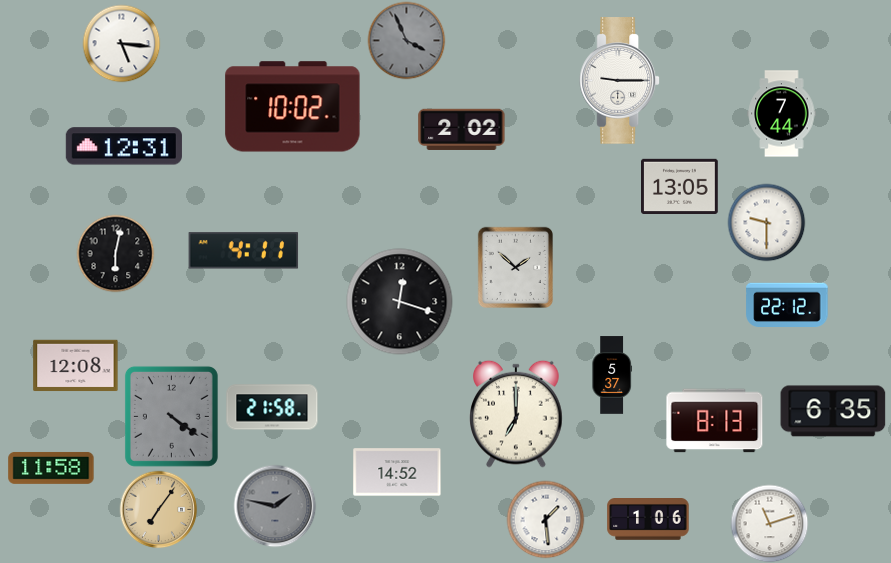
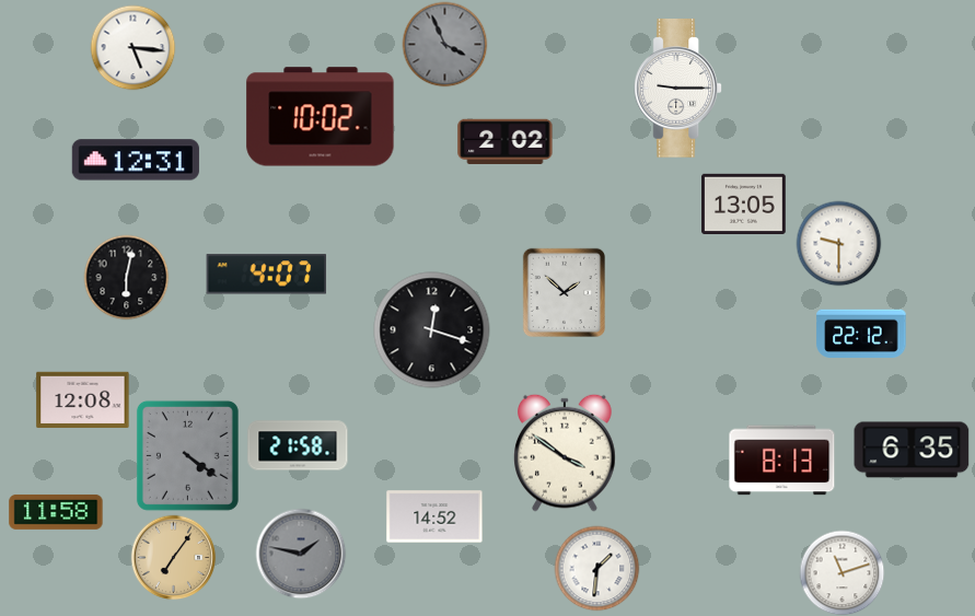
clock at (782, 114): 7:44 -> none
clock at (244, 251): 4:11 -> 4:07
clock at (400, 302) position: (400, 302) -> (432, 330)
clock at (611, 375): 5:37 -> none
clock at (516, 414): 7:00 -> 3:51
clock at (545, 519): 1:29 -> 1:31
clock at (648, 520): 1:06 -> none
